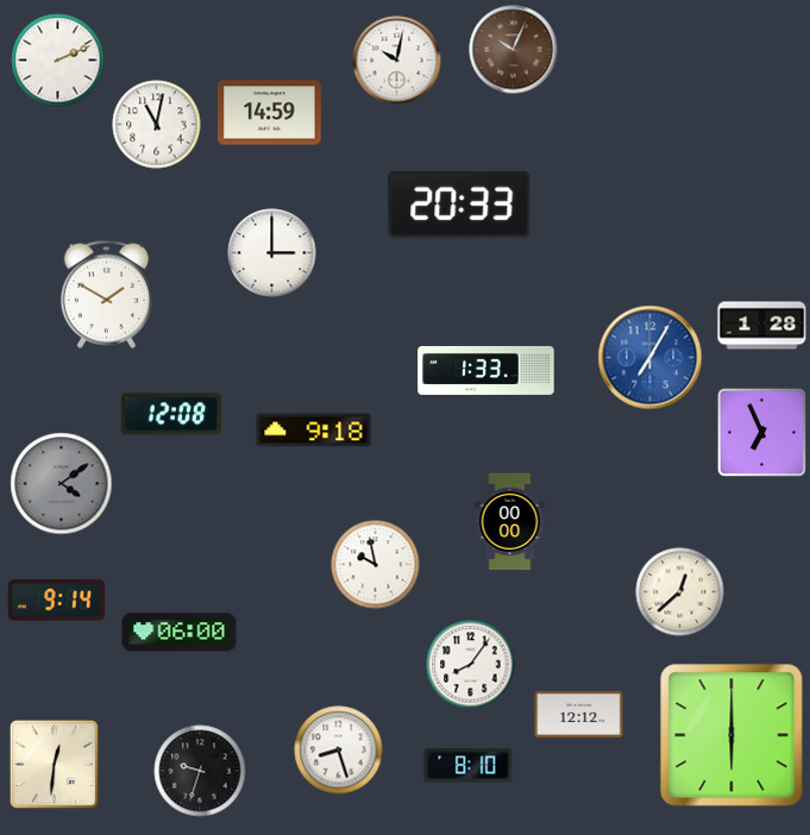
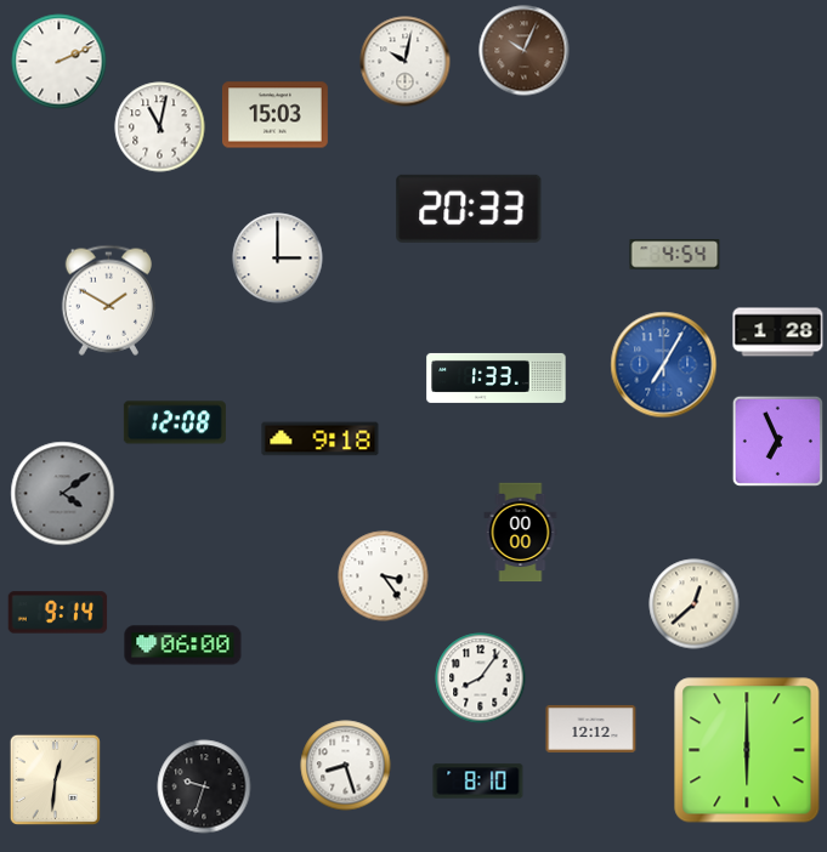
clock at (270, 113): 14:59 -> 15:03
clock at (675, 255): none -> 4:54
clock at (376, 565): 9:58 -> 3:24
